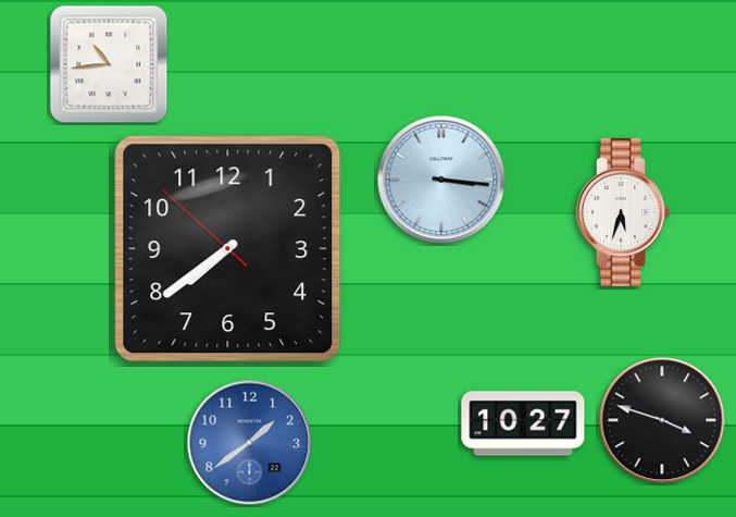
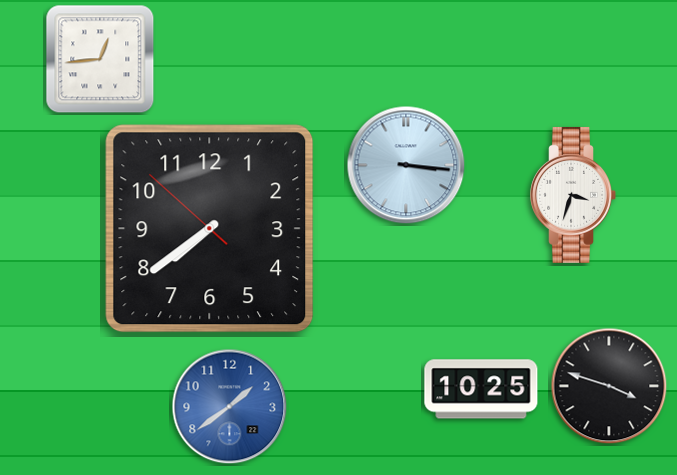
clock at (109, 64): 10:44 -> 12:44
clock at (623, 212): 5:33 -> 3:33
clock at (523, 423): 10:27 -> 10:25
